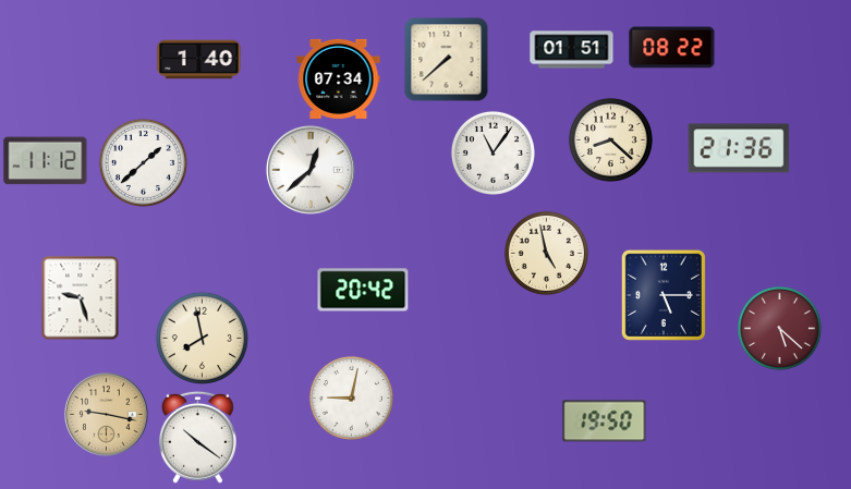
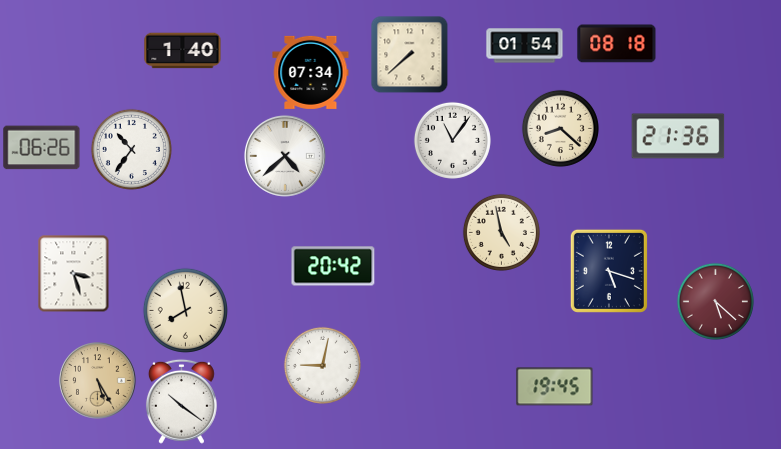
clock at (672, 48): 08:22 -> 08:18
clock at (572, 50): 01:51 -> 01:54
clock at (199, 60) position: (199, 60) -> (183, 51)
clock at (46, 161): 11:12 -> 06:26
clock at (143, 162): 1:38 -> 10:36
clock at (311, 170): 12:38 -> 4:38
clock at (664, 295): 5:15 -> 5:18
clock at (81, 297): 9:27 -> 3:27
clock at (107, 415): 9:17 -> 5:25
clock at (605, 421): 19:50 -> 19:45
